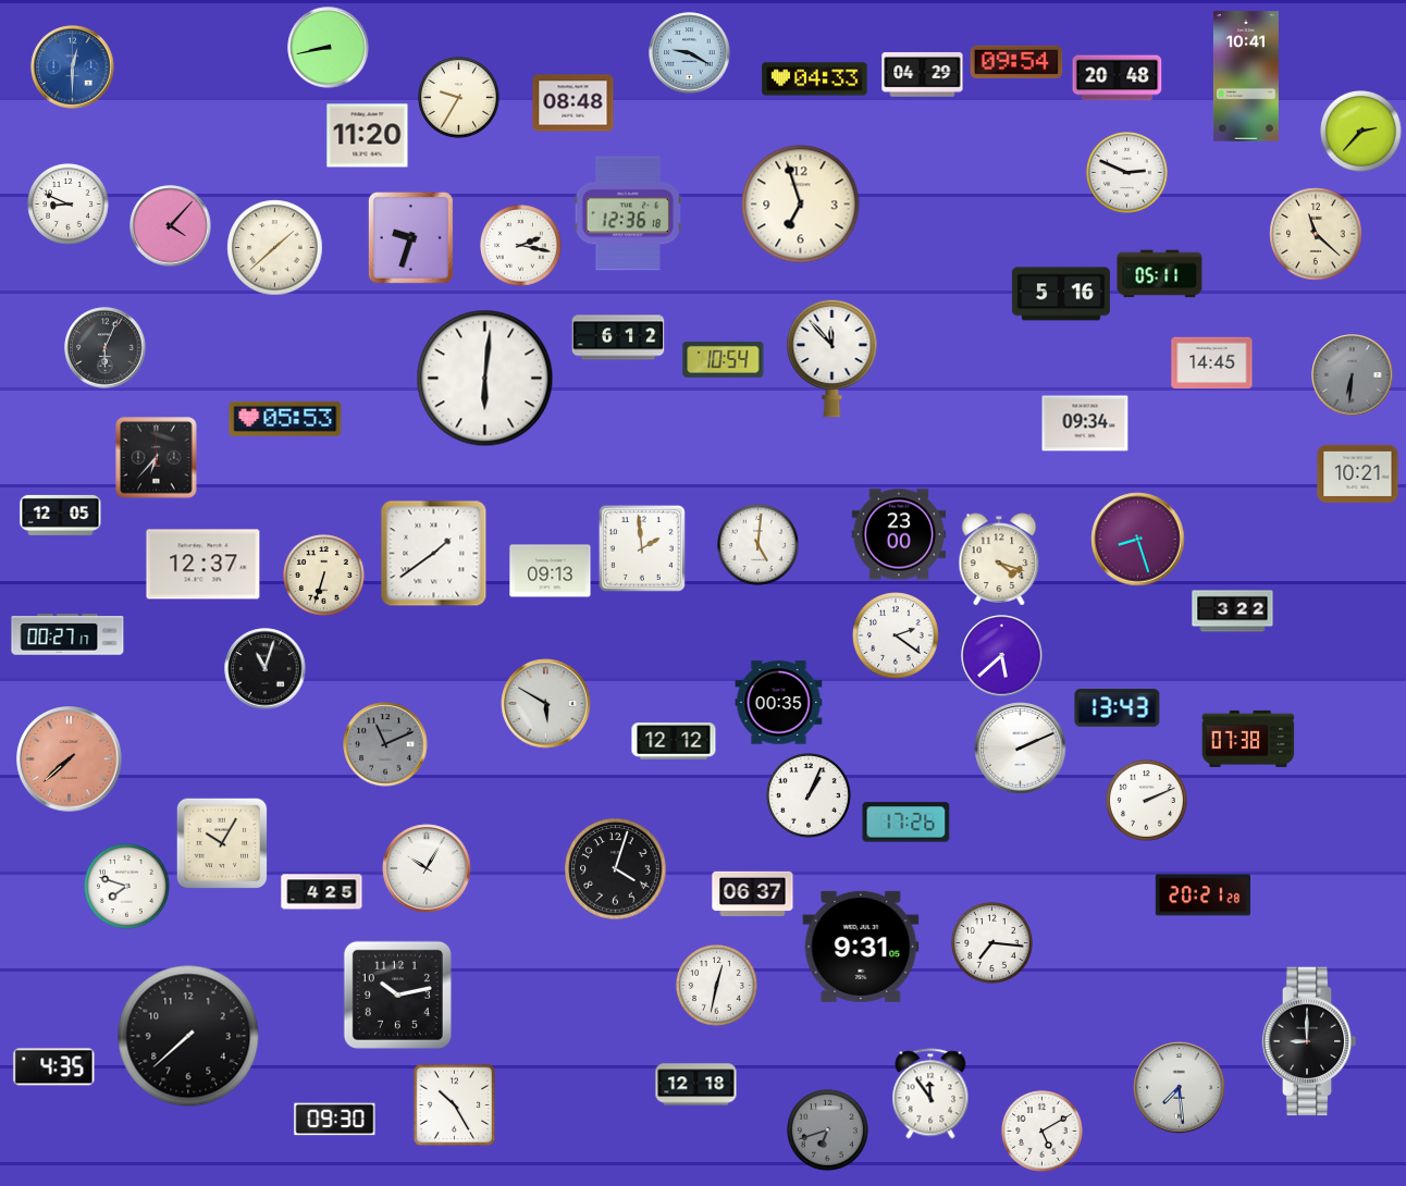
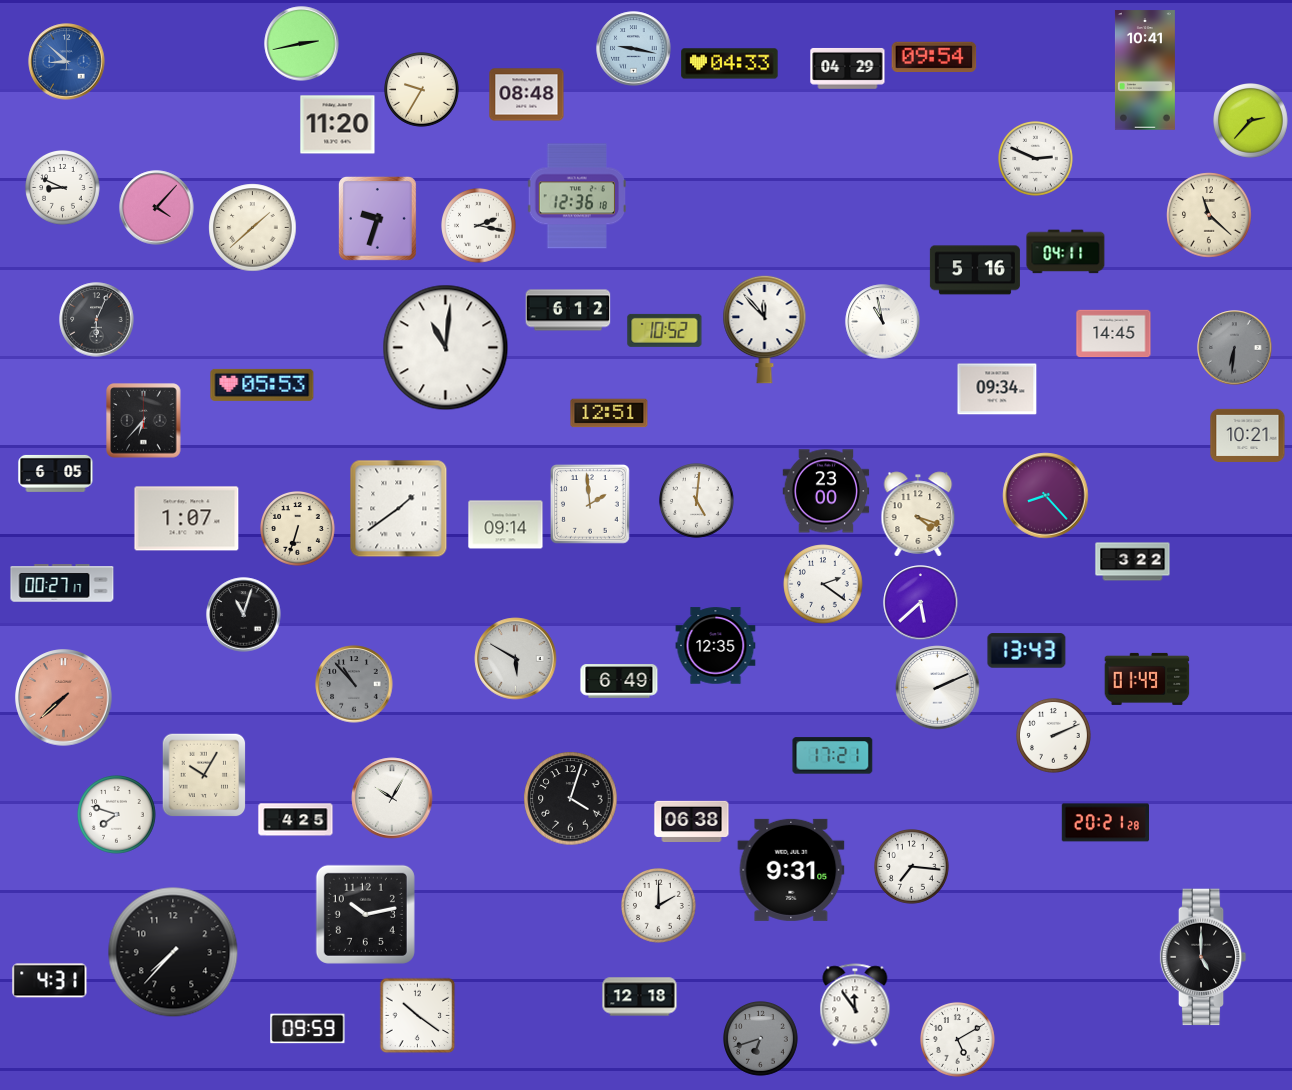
clock at (329, 48): 8:43 -> 2:43
clock at (690, 53): 9:20 -> 9:17
clock at (73, 67): 12:30 -> 8:52
clock at (1118, 78): 20:48 -> none
clock at (815, 79) position: (815, 79) -> (730, 64)
clock at (801, 205): 6:57 -> none
clock at (1160, 274): 05:11 -> 04:11
clock at (883, 322): none -> 10:58
clock at (724, 359): 10:54 -> 10:52
clock at (1353, 375) position: (1353, 375) -> (1235, 348)
clock at (485, 379): 6:01 -> 11:01
clock at (609, 413): none -> 12:51
clock at (61, 515): 12:05 -> 6:05
clock at (1138, 540): 8:27 -> 8:23
clock at (203, 565): 12:37 -> 1:07
clock at (551, 571): 09:13 -> 09:14
clock at (779, 703): 00:35 -> 12:35
clock at (546, 704) position: (546, 704) -> (516, 659)
clock at (1248, 739): 07:38 -> 01:49
clock at (674, 741): 12:12 -> 6:49
clock at (385, 744): 11:11 -> 10:53
clock at (810, 796): 1:04 -> none
clock at (906, 823): 17:26 -> 17:21
clock at (616, 869) position: (616, 869) -> (571, 799)
clock at (753, 893): 06:37 -> 06:38
clock at (717, 986): 12:32 -> 2:00
clock at (188, 1036): 7:38 -> 7:37
clock at (1309, 1041): 9:00 -> 5:00
clock at (54, 1067): 4:35 -> 4:31
clock at (1180, 1088): 7:29 -> none
clock at (455, 1105): 10:25 -> 10:21
clock at (335, 1120): 09:30 -> 09:59
